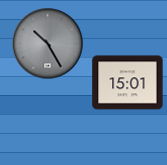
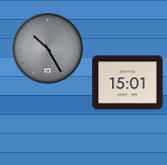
clock at (48, 44) position: (48, 44) -> (48, 49)
